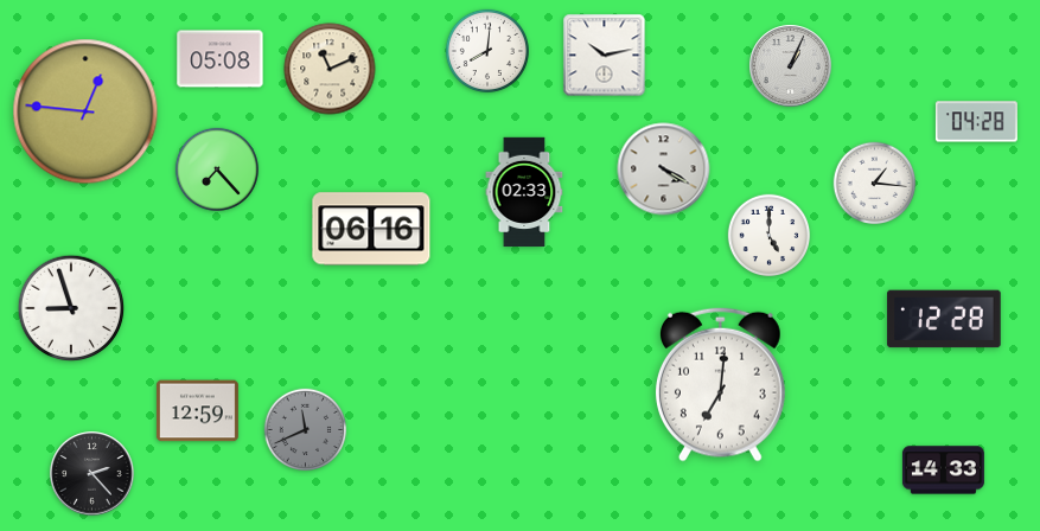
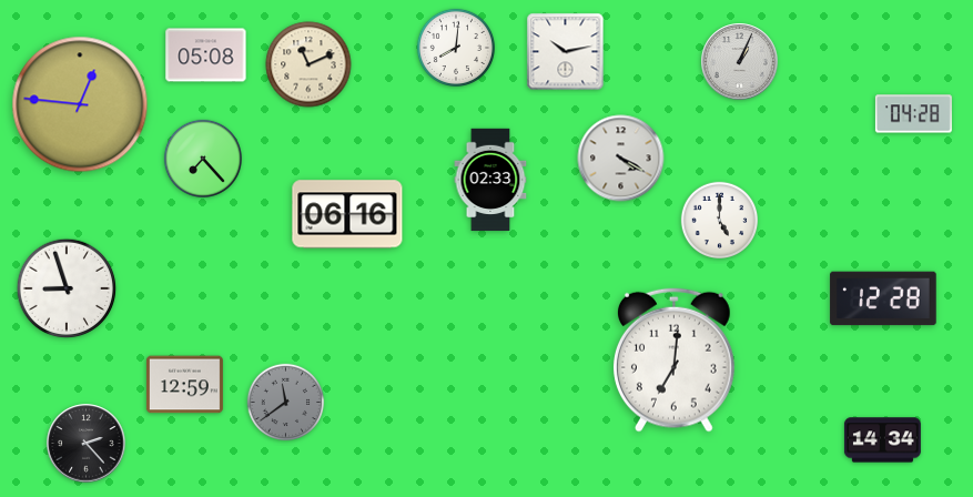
clock at (875, 184): 1:16 -> none
clock at (306, 430): 11:41 -> 11:39
clock at (943, 471): 14:33 -> 14:34
